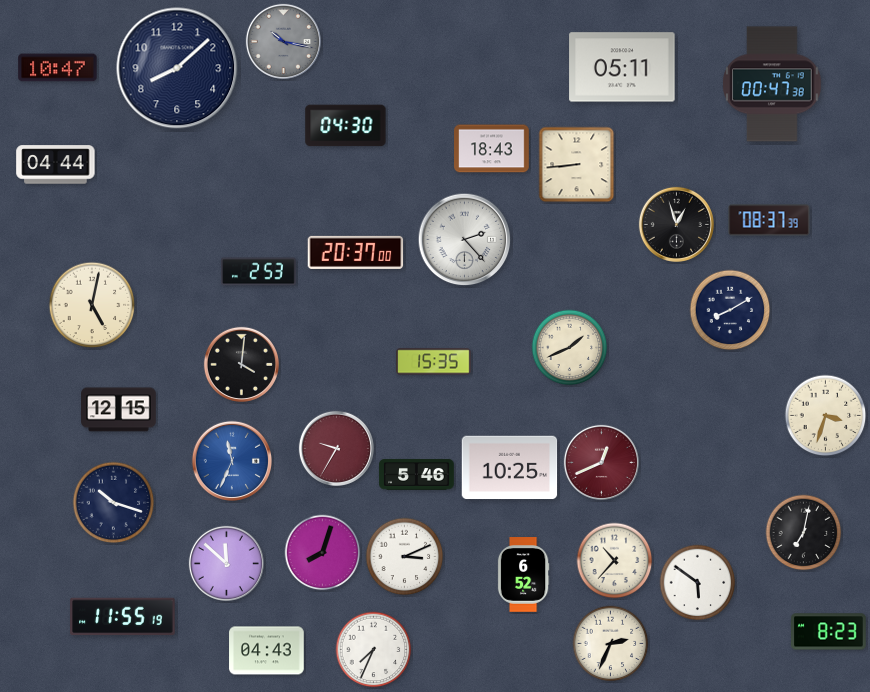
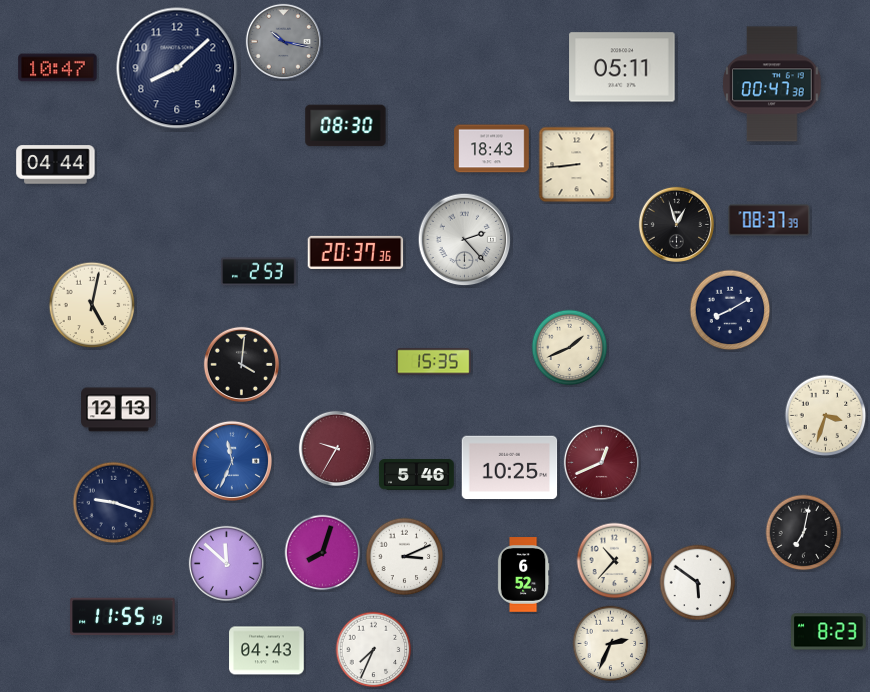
clock at (346, 126): 04:30 -> 08:30
clock at (356, 252): 20:37:00 -> 20:37:36
clock at (119, 410): 12:15 -> 12:13
clock at (114, 503): 10:18 -> 9:18
